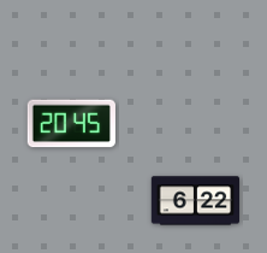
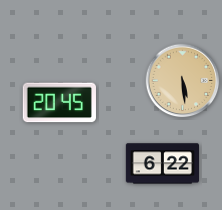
clock at (183, 81): none -> 5:29
clock at (195, 201) position: (195, 201) -> (162, 164)
